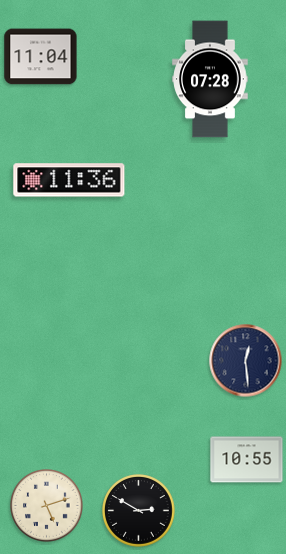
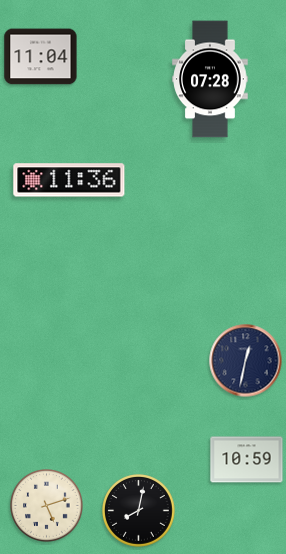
clock at (246, 361): 12:29 -> 12:32
clock at (247, 460): 10:55 -> 10:59
clock at (139, 511): 2:50 -> 8:02
